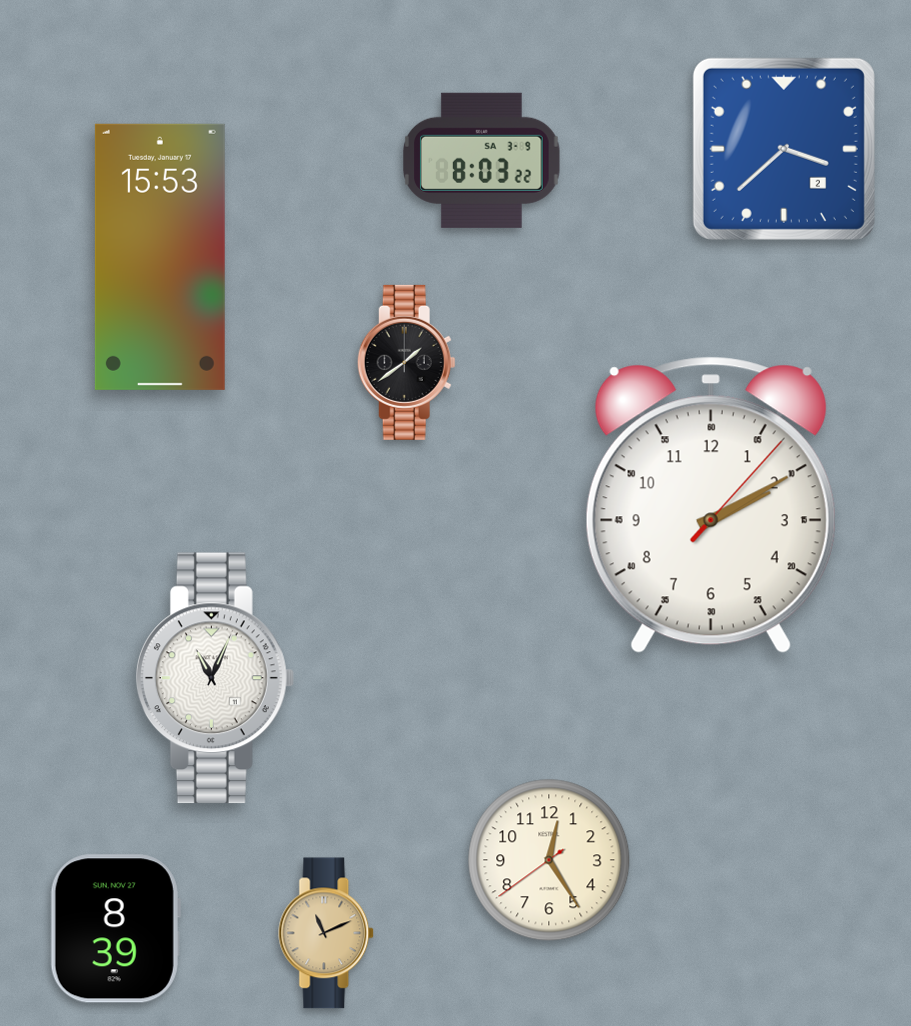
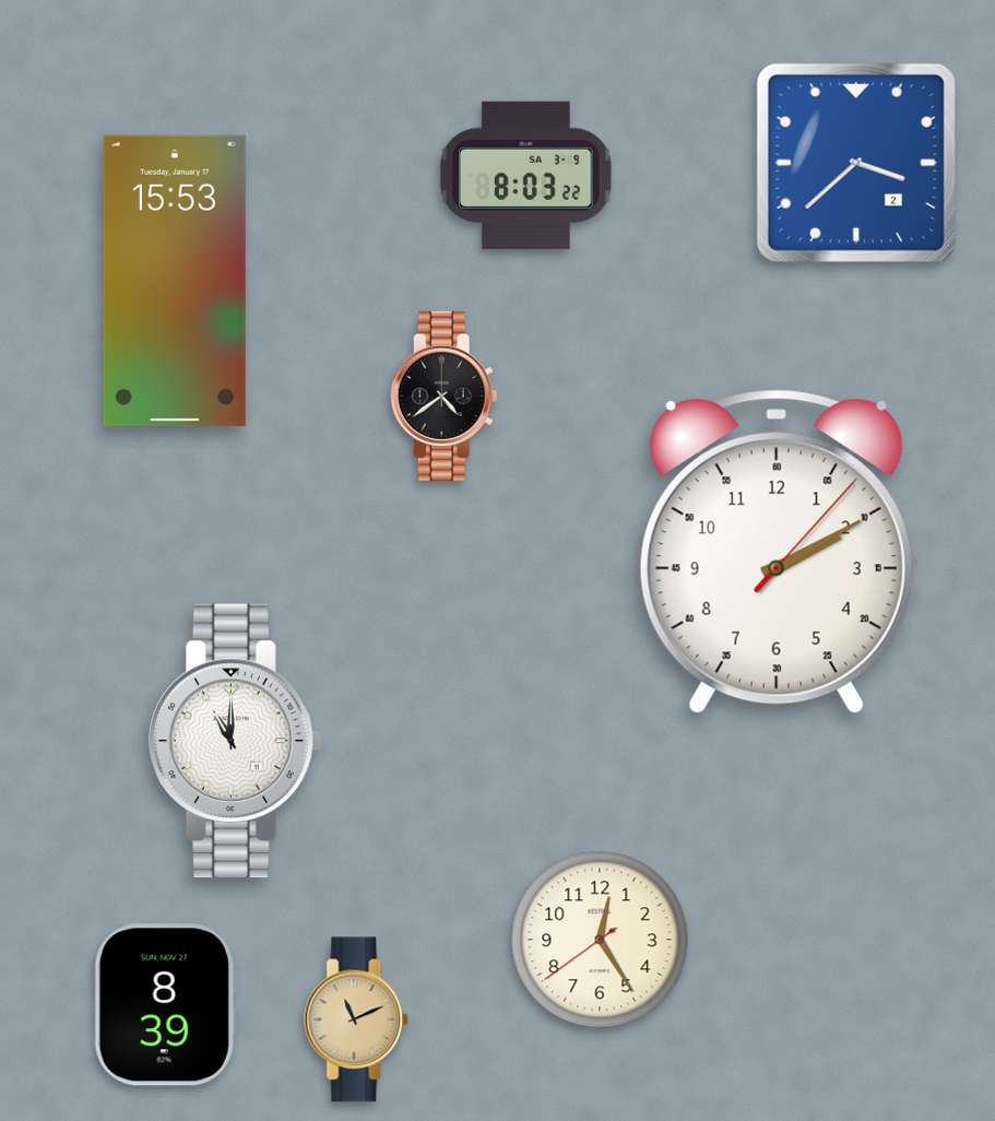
clock at (406, 362): 1:39 -> 4:39
clock at (215, 678): 11:04 -> 11:00
clock at (115, 929) position: (115, 929) -> (165, 1005)
